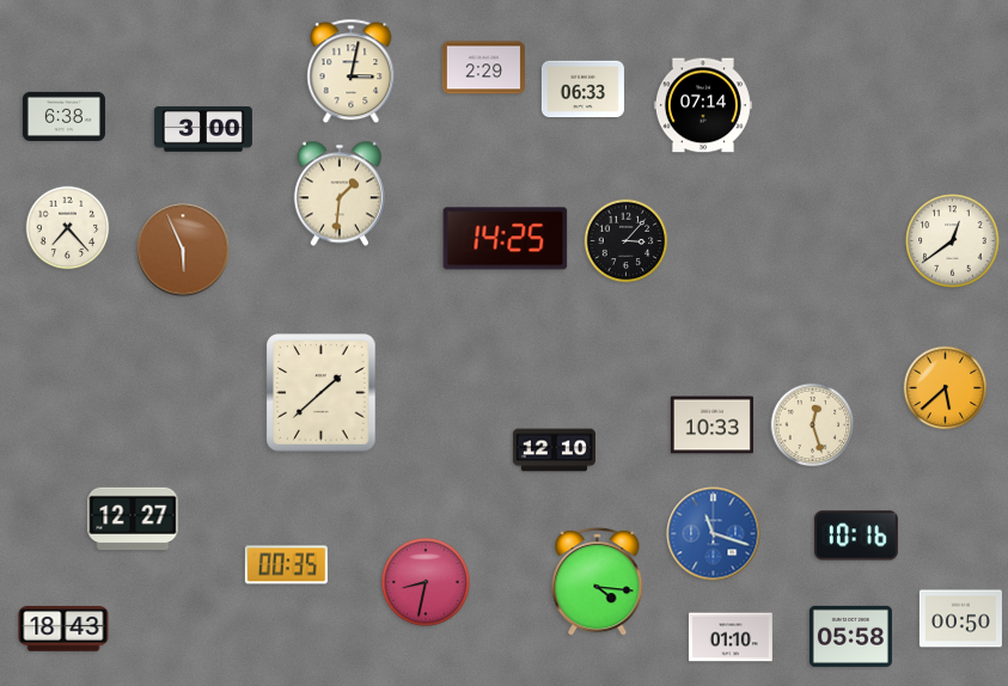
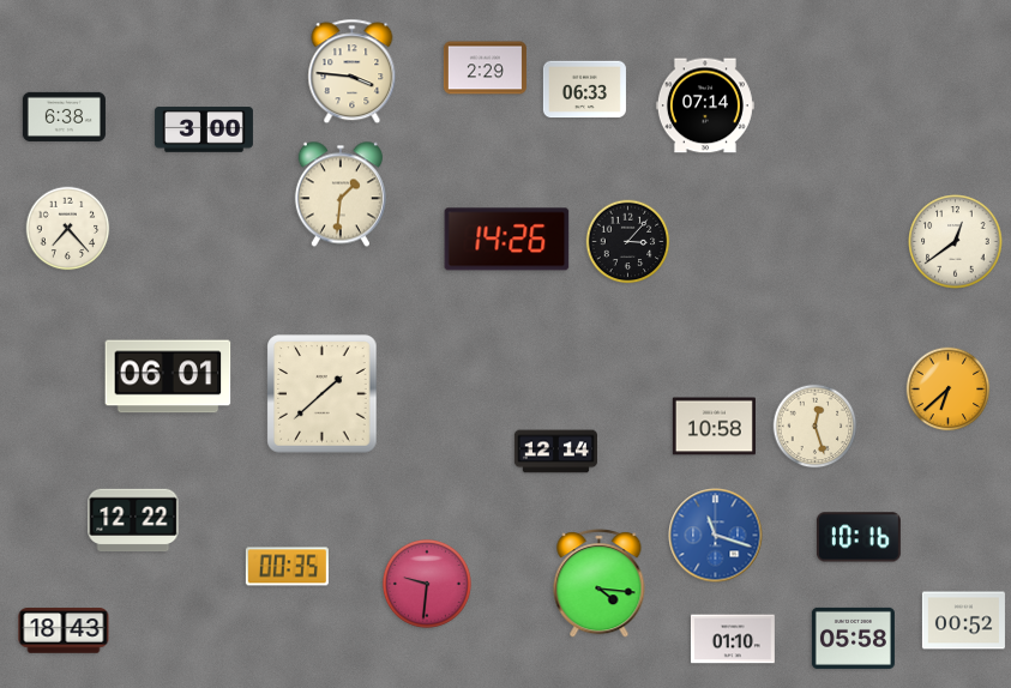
clock at (352, 72): 3:02 -> 3:46
clock at (506, 239): 14:25 -> 14:26
clock at (183, 250): 5:56 -> none
clock at (168, 376): none -> 06:01
clock at (946, 388): 5:38 -> 6:38
clock at (711, 425): 10:33 -> 10:58
clock at (554, 451): 12:10 -> 12:14
clock at (133, 519): 12:27 -> 12:22
clock at (426, 582): 8:32 -> 9:31
clock at (960, 619): 00:50 -> 00:52
